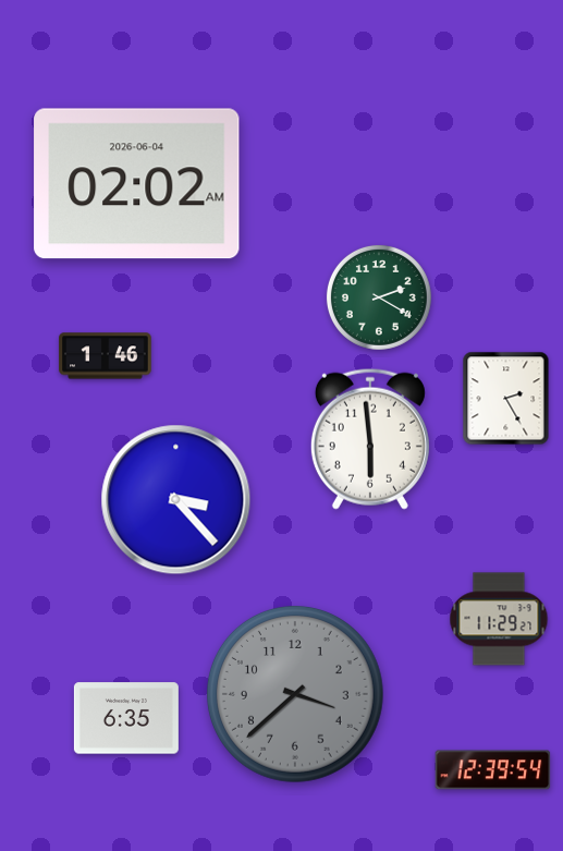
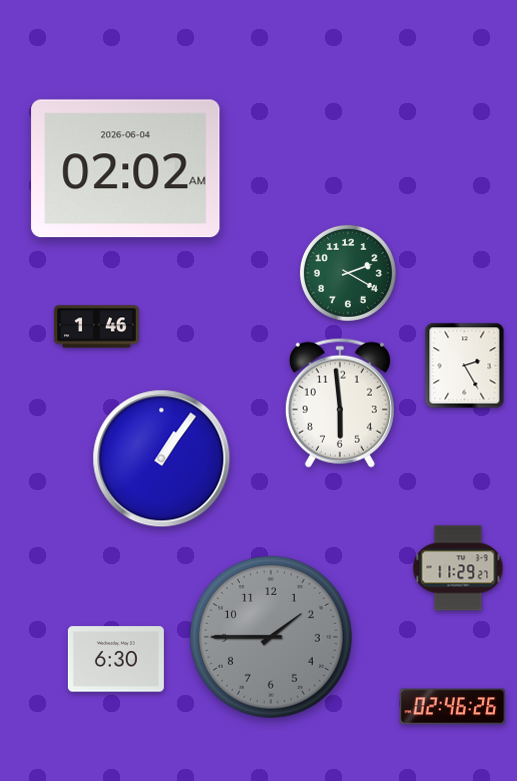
clock at (176, 500): 3:23 -> 1:06
clock at (295, 694): 3:38 -> 1:45
clock at (126, 718): 6:35 -> 6:30
clock at (493, 770): 12:39 -> 02:46
